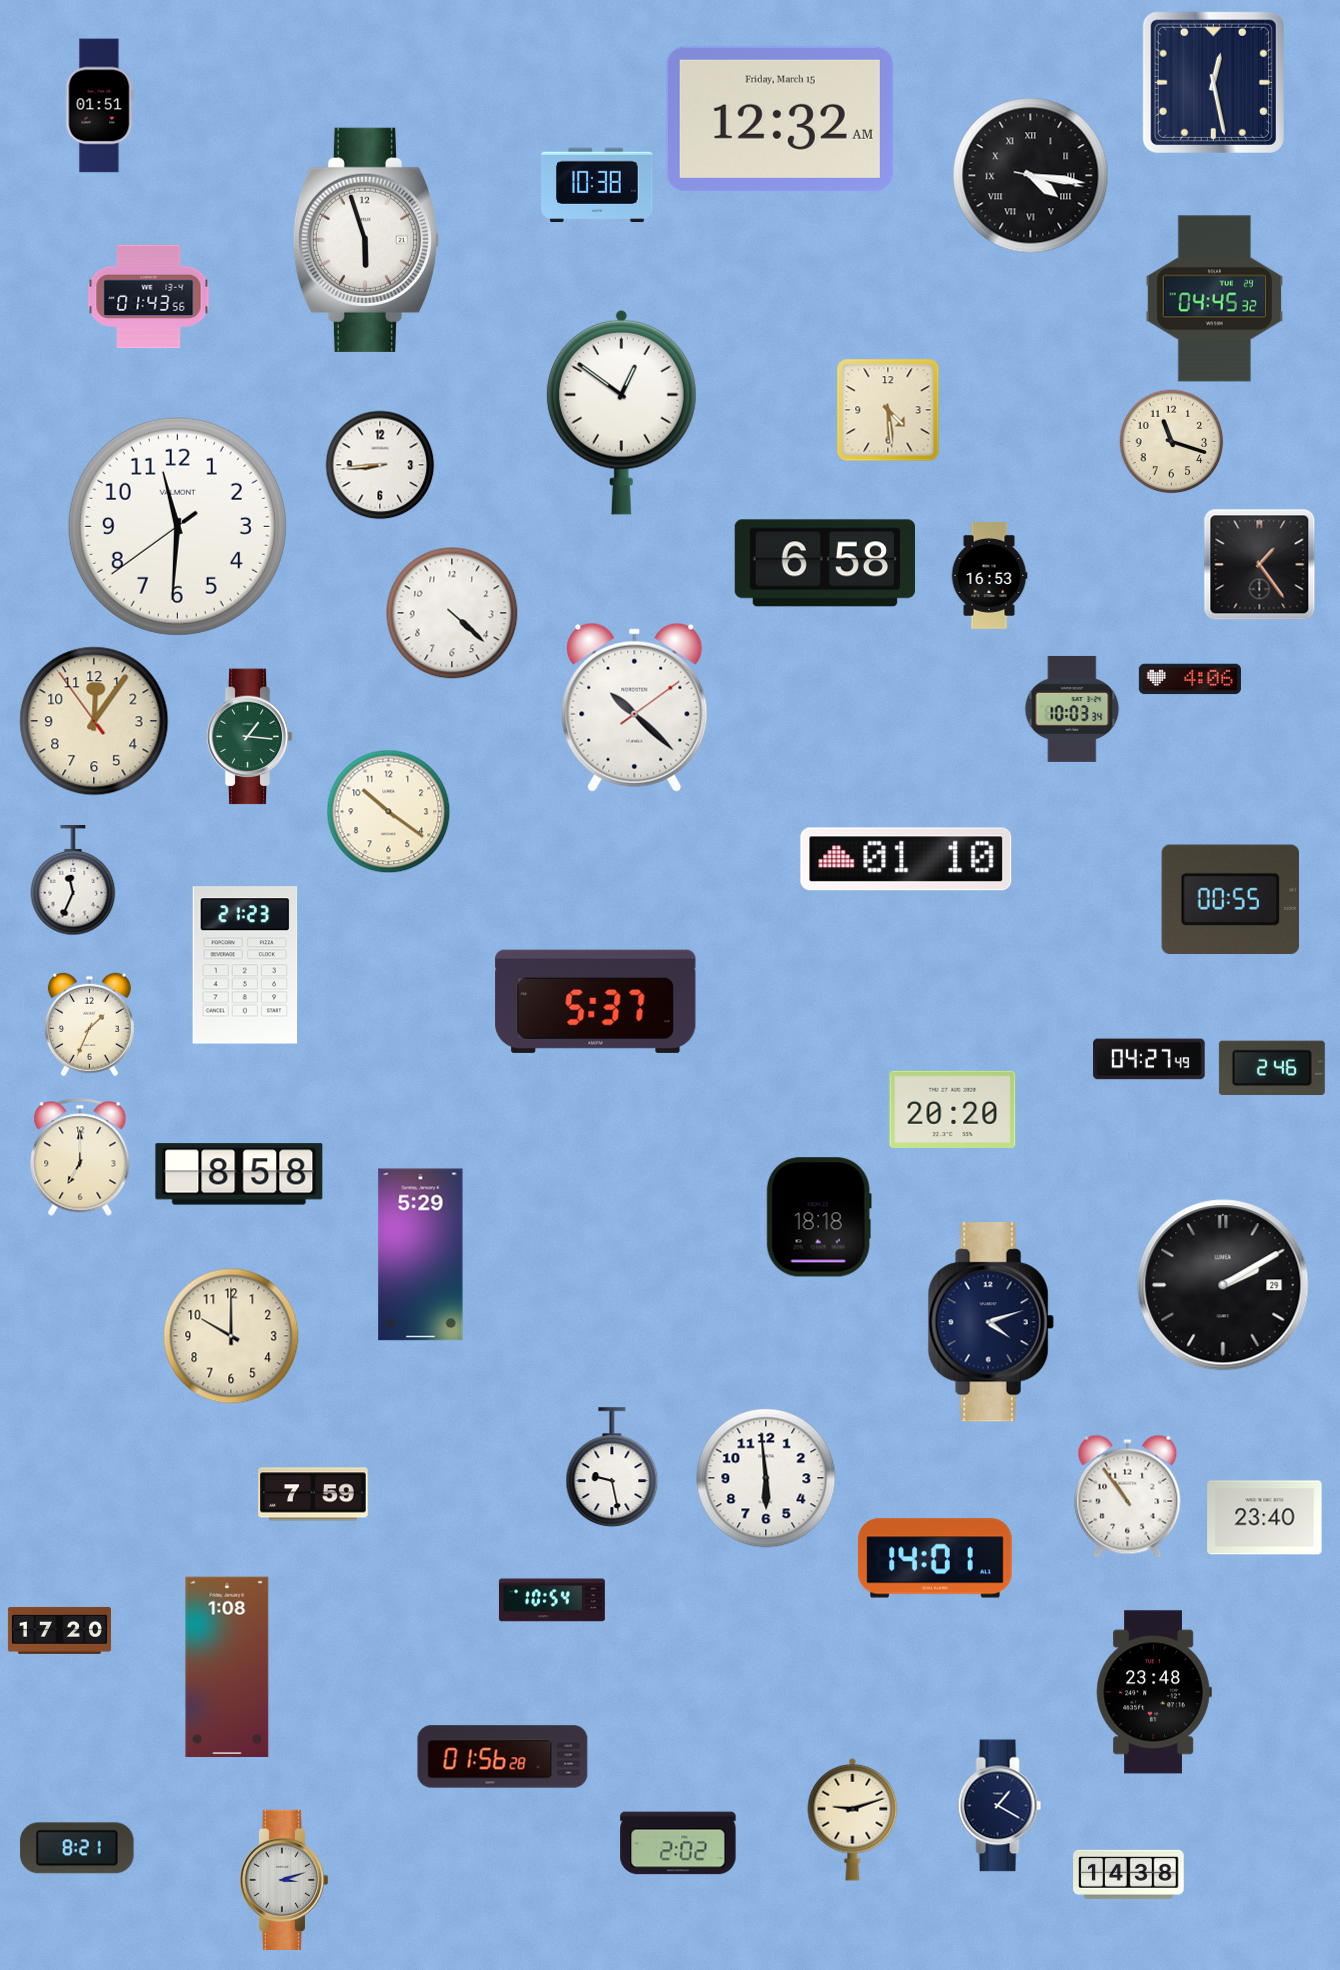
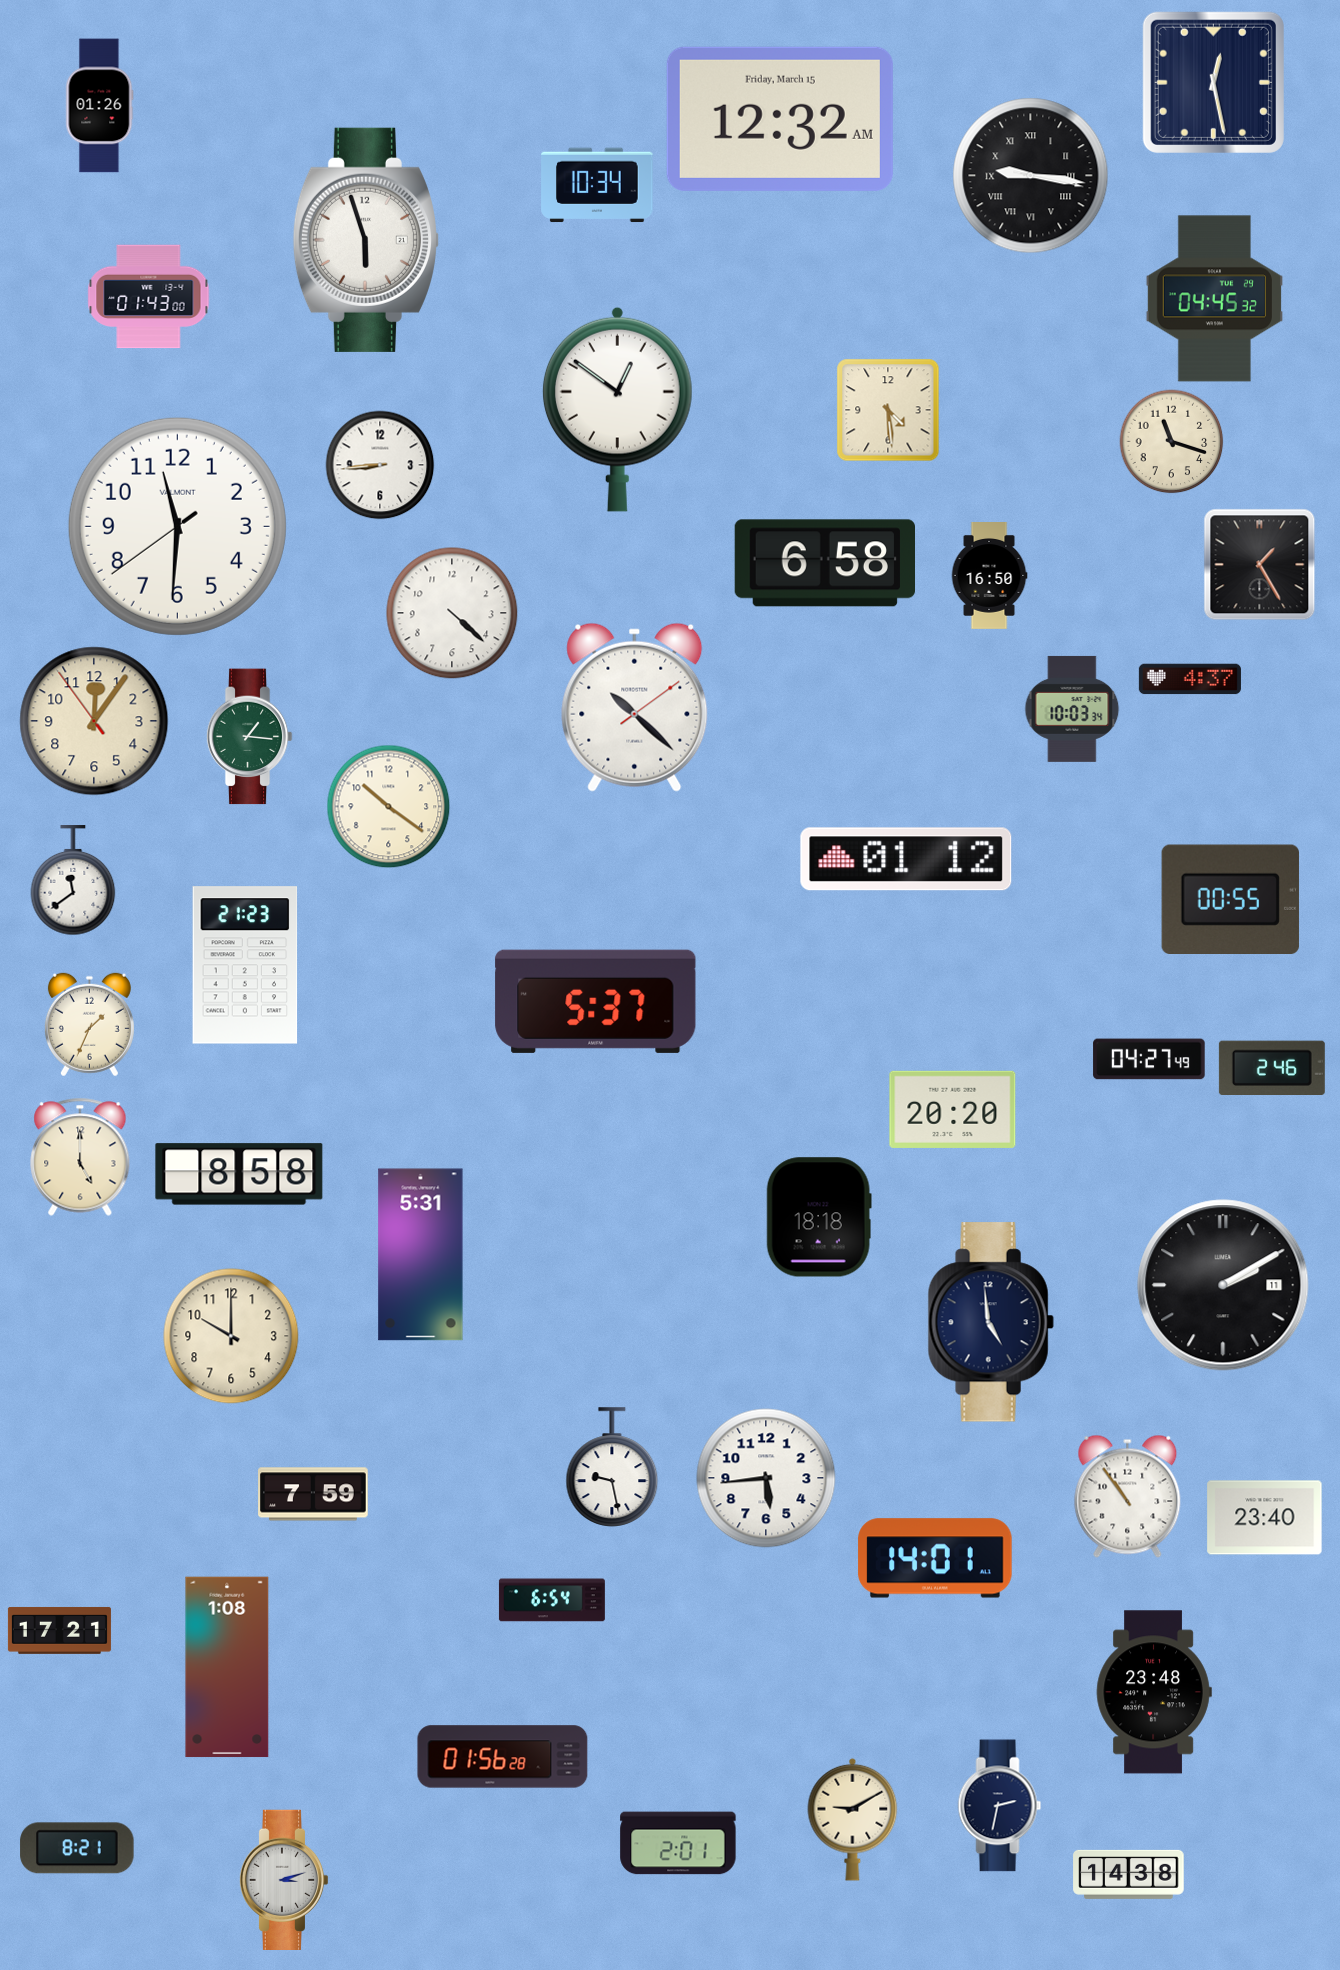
clock at (99, 106): 01:51 -> 01:26
clock at (1031, 176): 4:16 -> 9:16
clock at (597, 185): 10:38 -> 10:34
clock at (149, 297): 01:43:56 -> 01:43:00
clock at (621, 412) position: (621, 412) -> (617, 409)
clock at (1260, 565): 1:24 -> 1:25
clock at (989, 576): 16:53 -> 16:50
clock at (1190, 679): 4:06 -> 4:37
clock at (389, 812) position: (389, 812) -> (389, 807)
clock at (906, 859): 01:10 -> 01:12
clock at (73, 881): 11:34 -> 11:39
clock at (80, 1157): 7:00 -> 5:00
clock at (421, 1255): 5:29 -> 5:31
clock at (1223, 1285) date: 29 -> 11
clock at (991, 1322): 4:12 -> 4:59
clock at (766, 1478): 5:59 -> 5:44
clock at (552, 1600): 10:54 -> 6:54
clock at (59, 1630): 17:20 -> 17:21
clock at (1000, 1806): 1:20 -> 2:32
clock at (853, 1819): 9:12 -> 9:10
clock at (678, 1843): 2:02 -> 2:01
